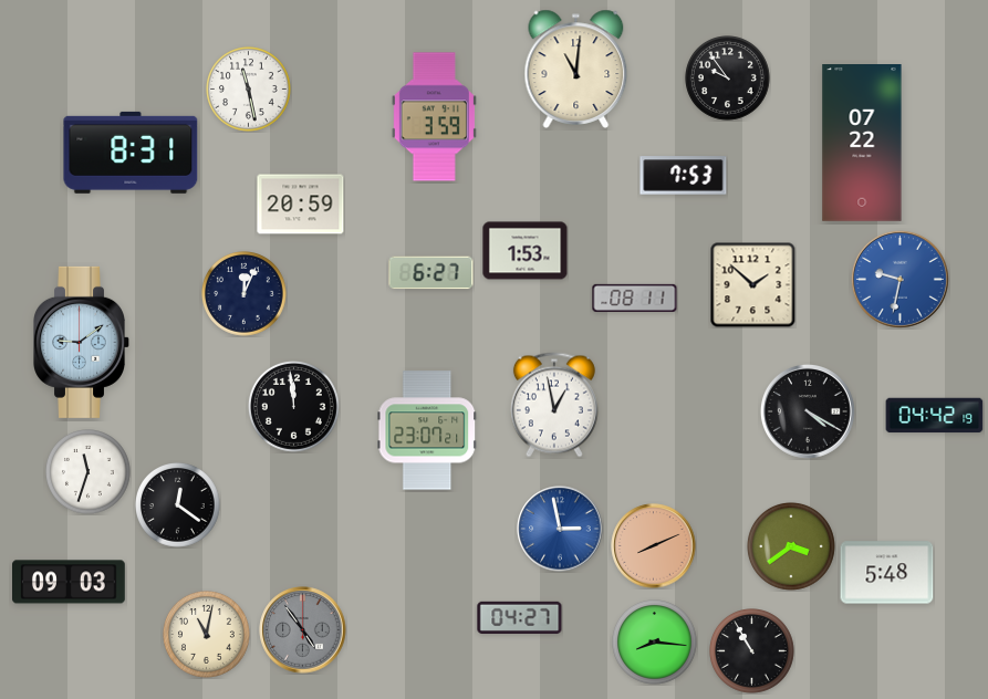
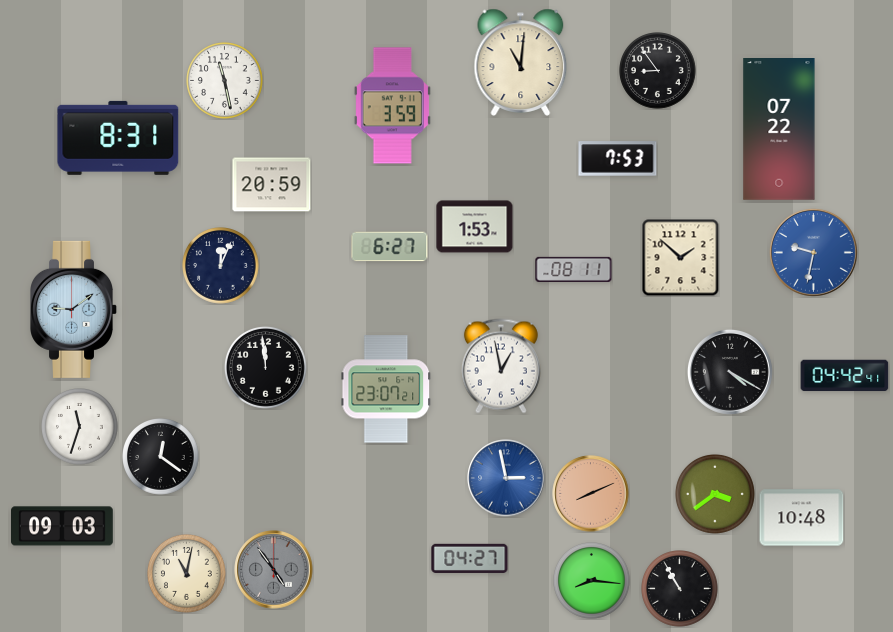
clock at (728, 79): 9:54 -> 8:54
clock at (935, 416): 04:42:19 -> 04:42:41
clock at (887, 573): 5:48 -> 10:48
